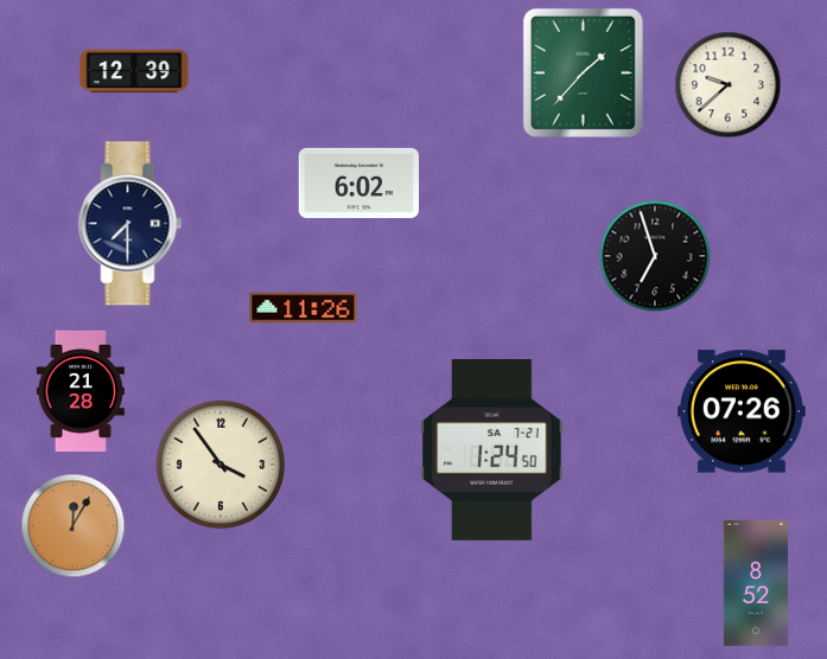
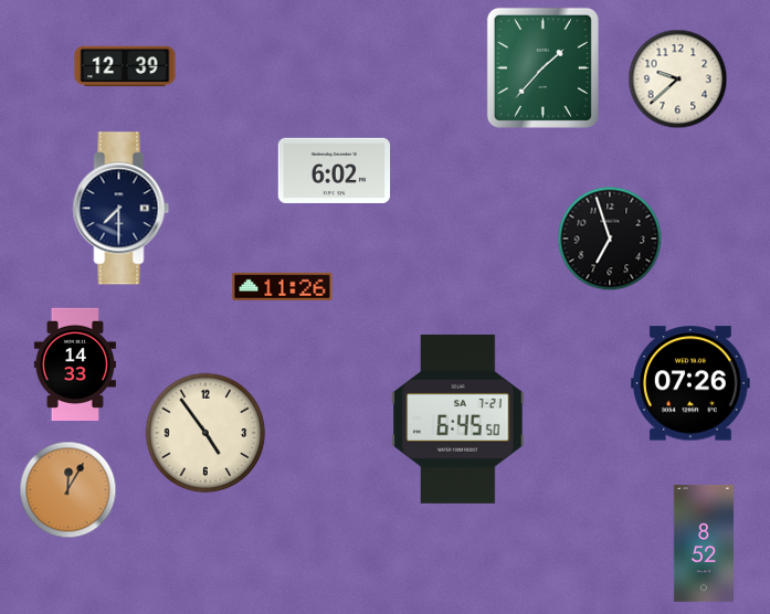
clock at (81, 390): 21:28 -> 14:33
clock at (492, 449): 1:24 -> 6:45
clock at (221, 465): 3:54 -> 4:54
